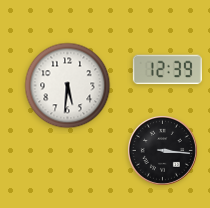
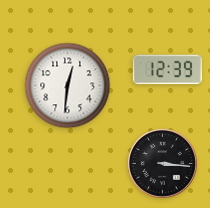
clock at (68, 86): 5:31 -> 12:31
clock at (162, 150) position: (162, 150) -> (162, 163)
